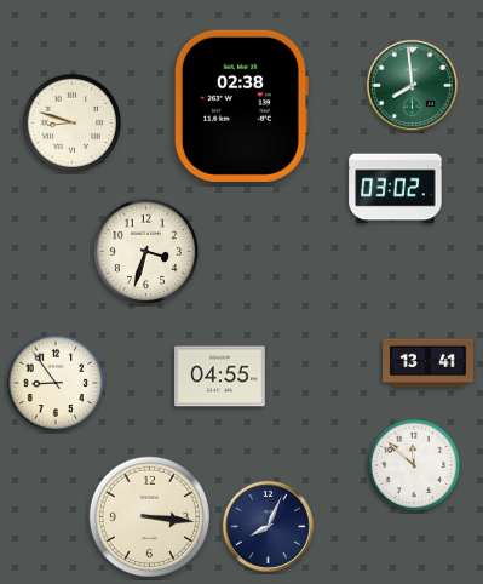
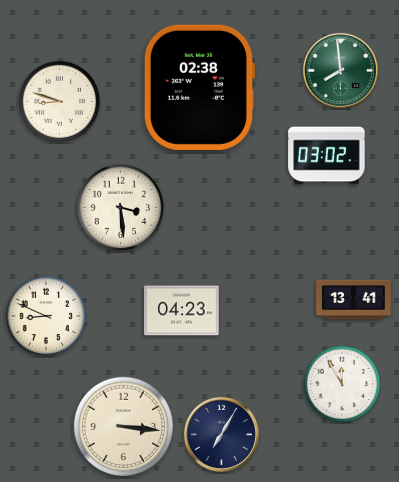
clock at (146, 252): 3:33 -> 3:29
clock at (220, 377): 04:55 -> 04:23
clock at (56, 383): 8:54 -> 8:49
clock at (414, 465): 11:52 -> 11:55
clock at (268, 526): 8:04 -> 7:05
